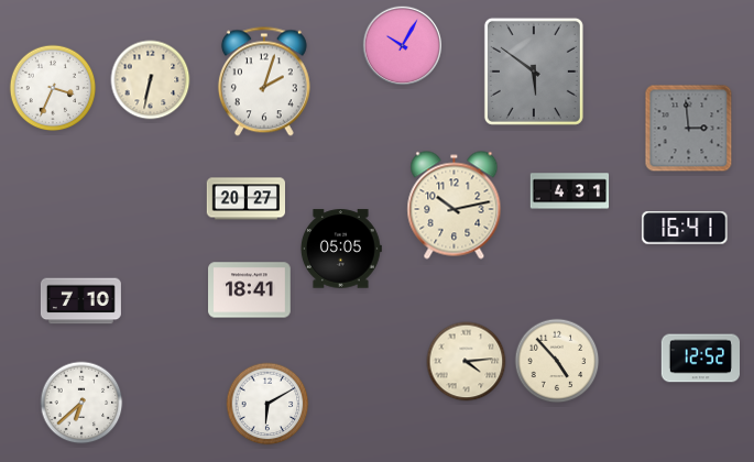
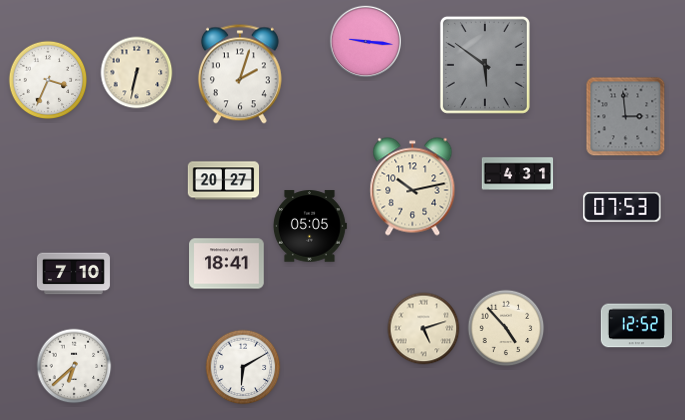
clock at (403, 46): 10:05 -> 9:16
clock at (685, 228): 16:41 -> 07:53
clock at (467, 362): 4:14 -> 5:12
